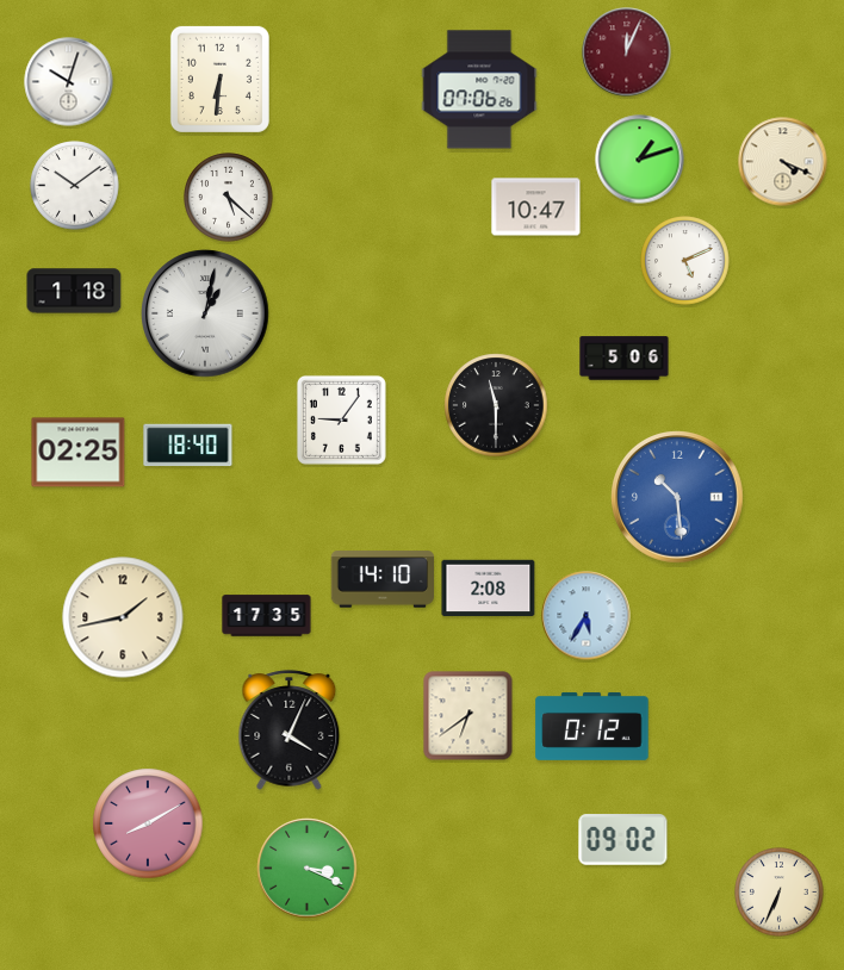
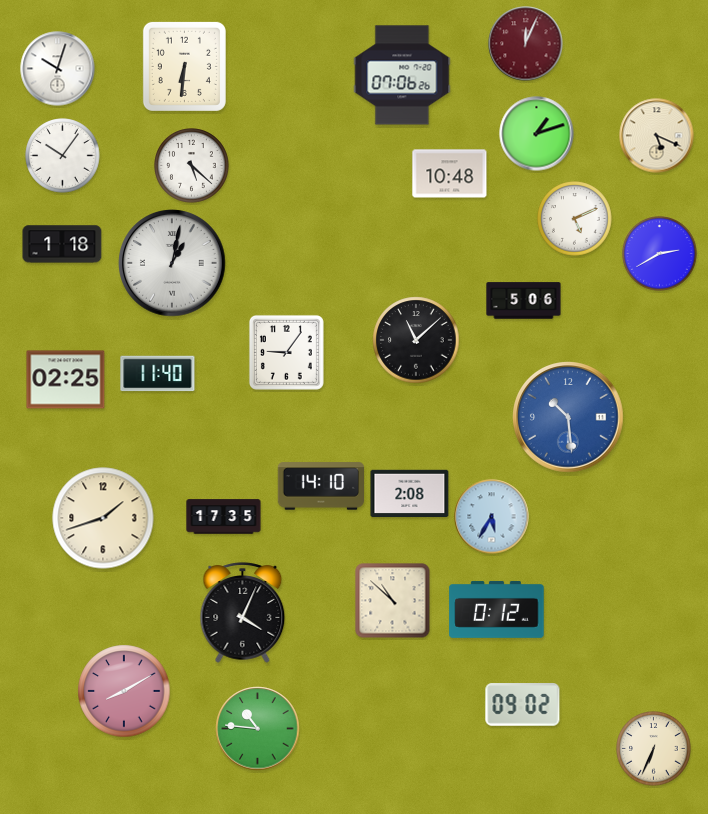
clock at (783, 162): 4:19 -> 5:19
clock at (75, 186): 10:09 -> 10:06
clock at (536, 207): 10:47 -> 10:48
clock at (660, 254): none -> 2:40
clock at (496, 405): 11:30 -> 11:08
clock at (188, 446): 18:40 -> 11:40
clock at (123, 617): 1:43 -> 1:42
clock at (468, 716): 6:39 -> 10:52
clock at (308, 869): 3:19 -> 10:46
